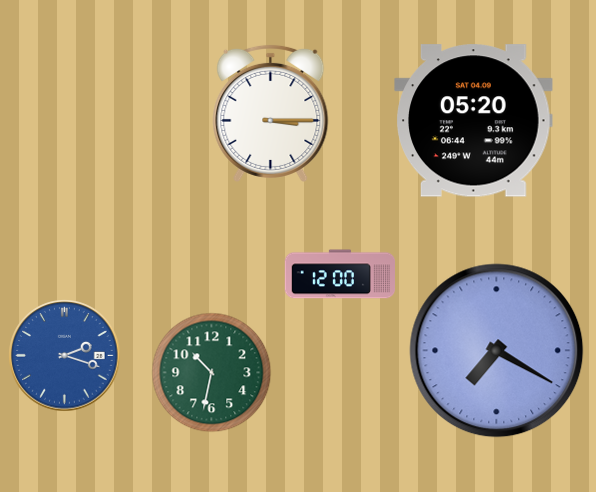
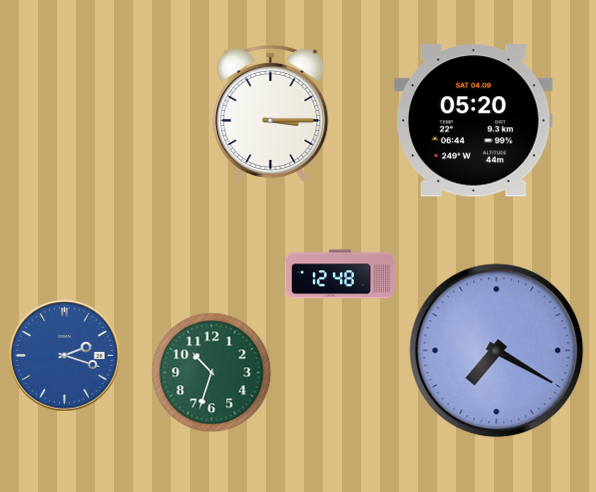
clock at (339, 274): 12:00 -> 12:48
clock at (212, 373): 10:32 -> 10:33
